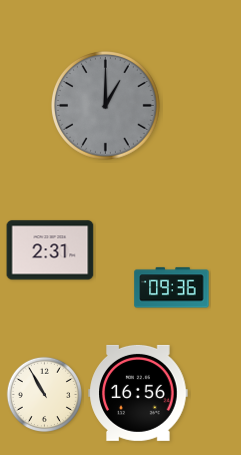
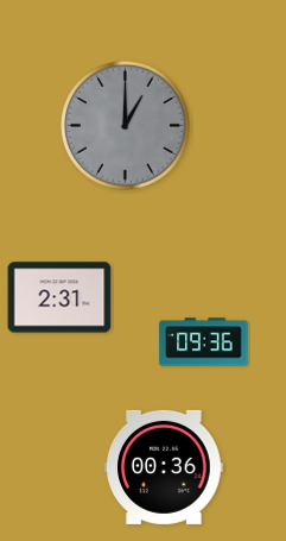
clock at (138, 393): 16:56 -> 00:36
clock at (44, 394): 10:55 -> none
